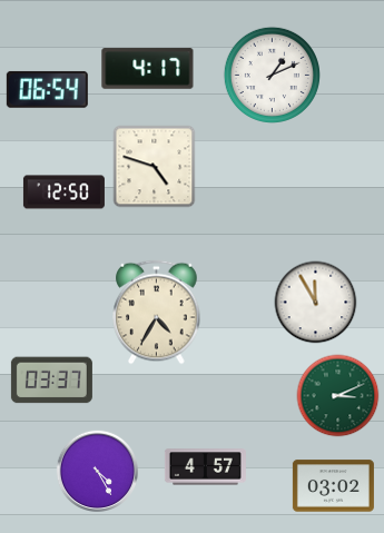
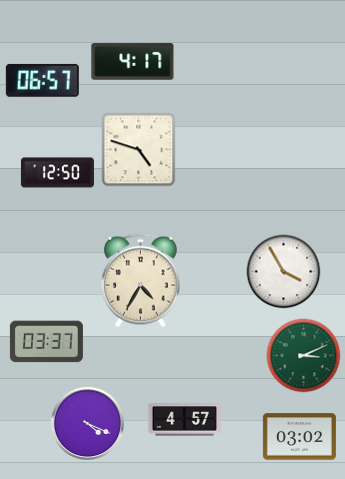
clock at (272, 75): 1:11 -> none
clock at (47, 89): 06:54 -> 06:57
clock at (316, 303): 11:55 -> 3:55
clock at (97, 471): 4:25 -> 4:19
